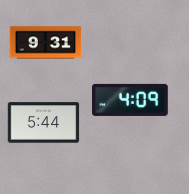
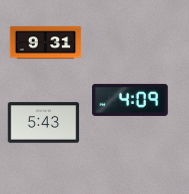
clock at (44, 123): 5:44 -> 5:43
